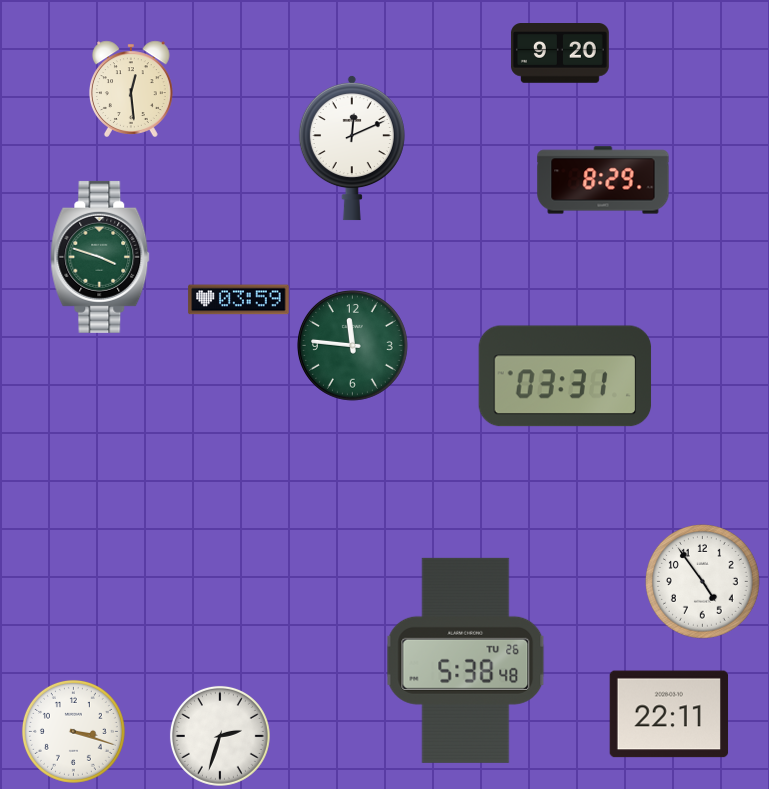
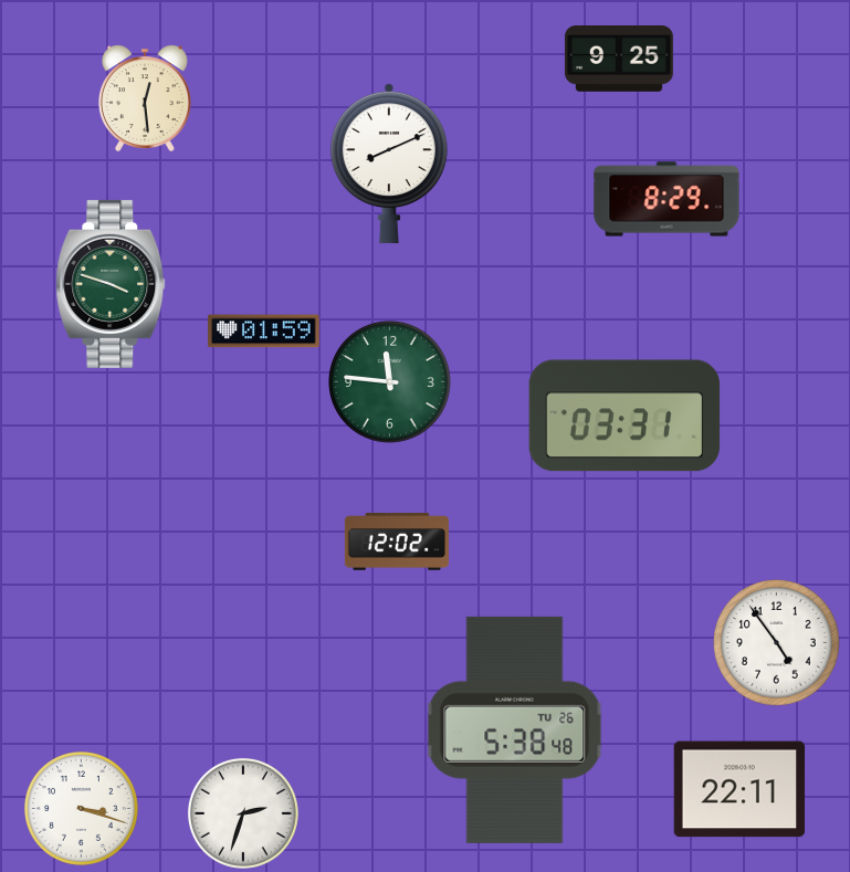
clock at (560, 54): 9:20 -> 9:25
clock at (352, 148): 12:11 -> 8:11
clock at (239, 300): 03:59 -> 01:59
clock at (397, 543): none -> 12:02
